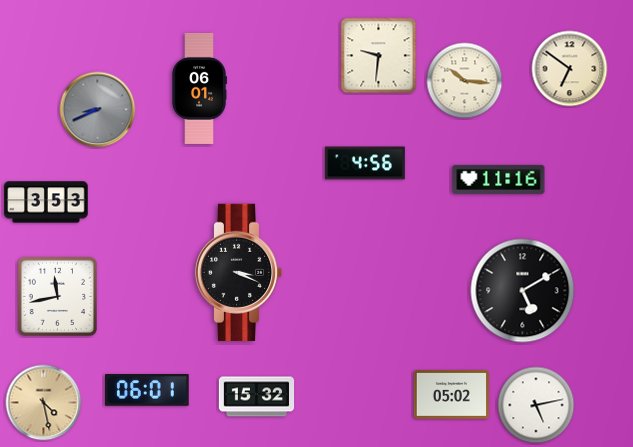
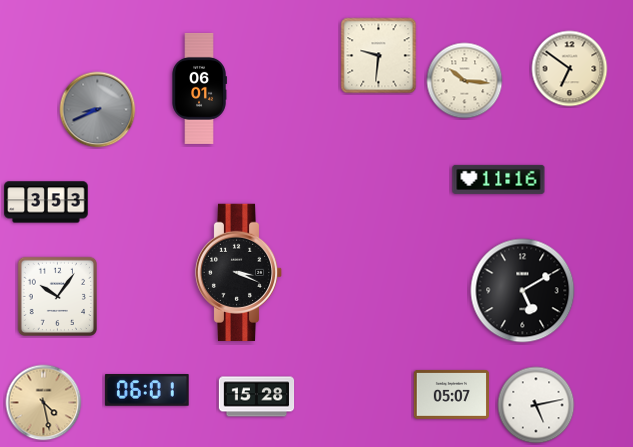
clock at (365, 163): 4:56 -> none
clock at (57, 296): 11:43 -> 10:06
clock at (451, 394): 05:02 -> 05:07
clock at (257, 397): 15:32 -> 15:28
